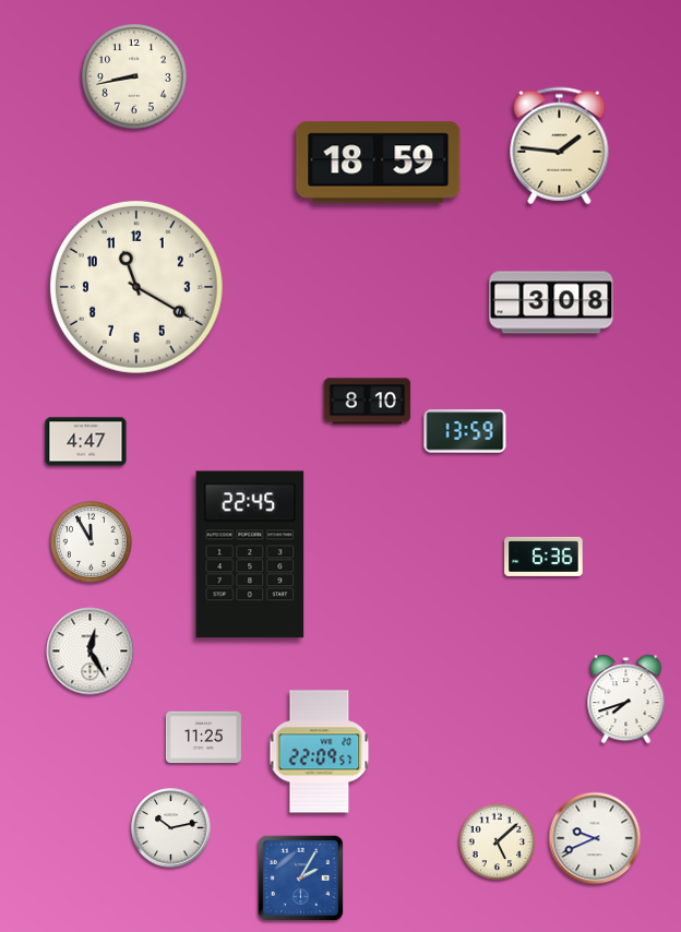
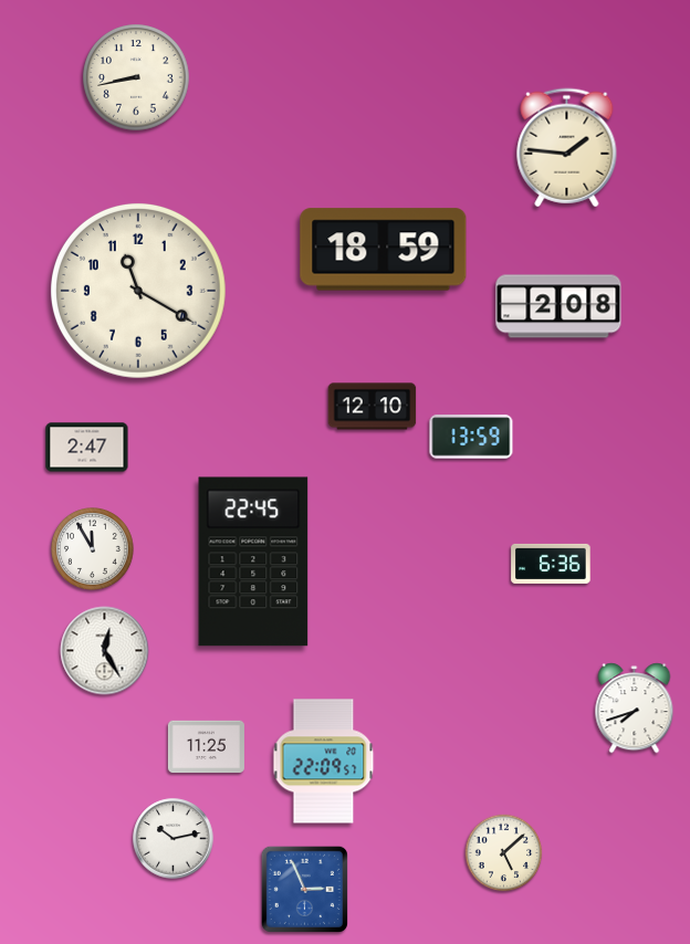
clock at (379, 163) position: (379, 163) -> (384, 250)
clock at (551, 302): 3:08 -> 2:08
clock at (368, 402): 8:10 -> 12:10
clock at (86, 442): 4:47 -> 2:47
clock at (91, 652) position: (91, 652) -> (105, 651)
clock at (595, 838): 9:41 -> none
clock at (300, 877): 2:05 -> 2:56
